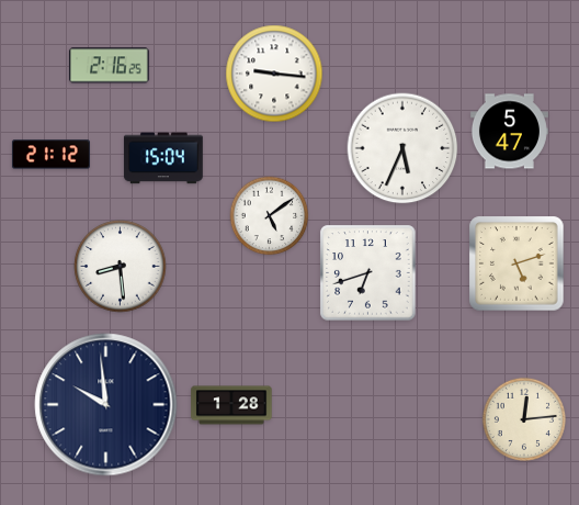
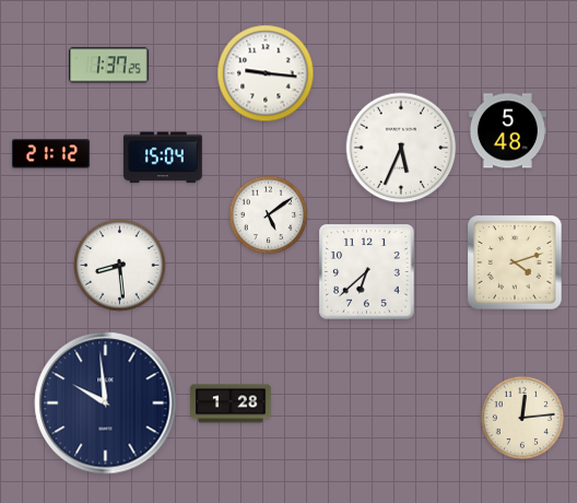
clock at (110, 66): 2:16 -> 1:37
clock at (274, 74) position: (274, 74) -> (266, 73)
clock at (509, 132): 5:47 -> 5:48
clock at (516, 263): 5:12 -> 4:12
clock at (368, 273): 6:42 -> 6:38
